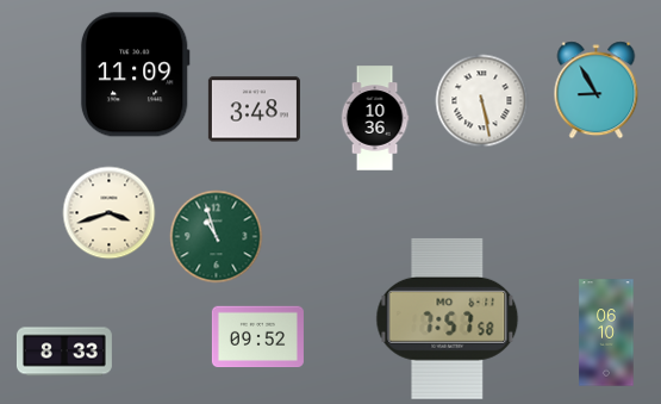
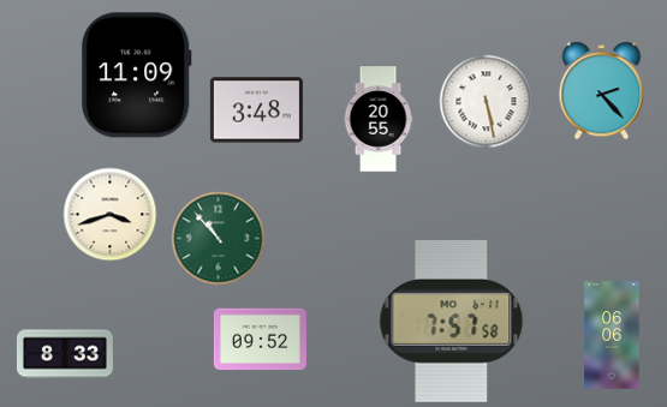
clock at (597, 89): 8:55 -> 2:23
clock at (375, 118): 10:36 -> 20:55
clock at (216, 236): 10:57 -> 10:53
clock at (606, 332): 06:10 -> 06:06
